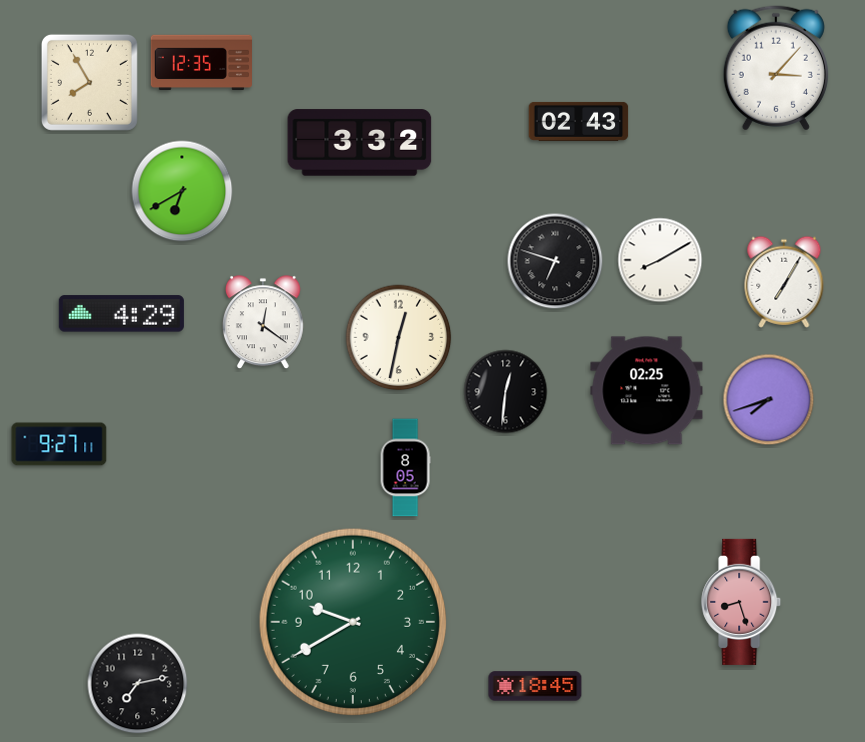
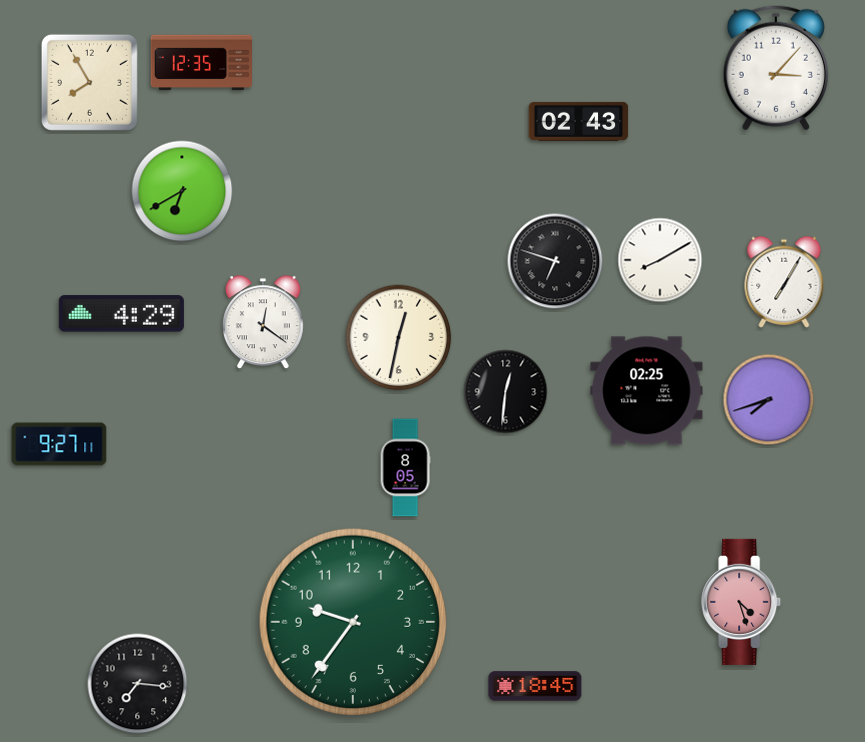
clock at (360, 143): 3:32 -> none
clock at (742, 602): 8:27 -> 4:27
clock at (352, 621): 9:40 -> 9:36
clock at (138, 684): 7:13 -> 7:16
